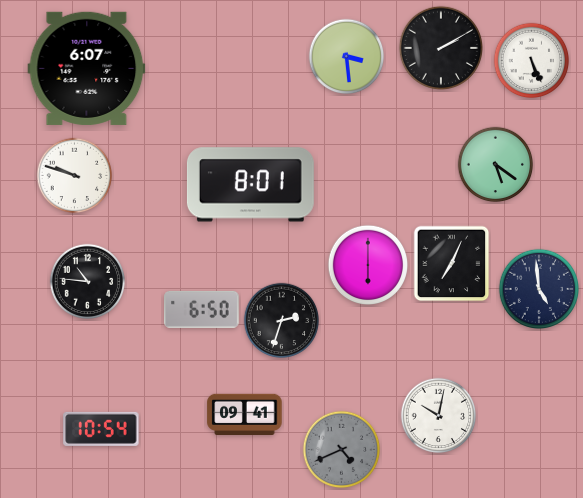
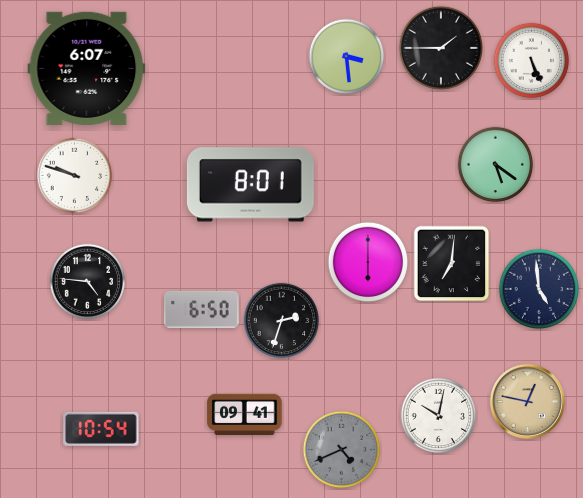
clock at (440, 47): 2:10 -> 1:45
clock at (452, 264): 7:04 -> 7:01
clock at (368, 265) position: (368, 265) -> (368, 262)
clock at (88, 282): 10:46 -> 4:46
clock at (527, 401): none -> 12:47
